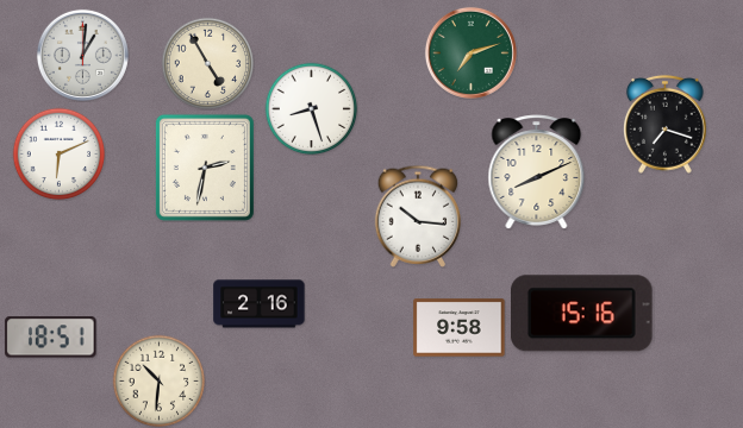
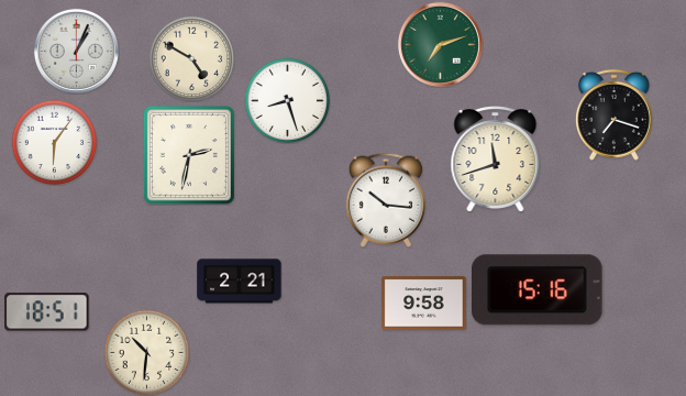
clock at (470, 52) position: (470, 52) -> (440, 44)
clock at (82, 55): 1:01 -> 1:04
clock at (207, 63): 4:55 -> 4:50
clock at (58, 153): 6:11 -> 6:06
clock at (537, 172): 8:11 -> 11:42
clock at (260, 304): 2:16 -> 2:21
